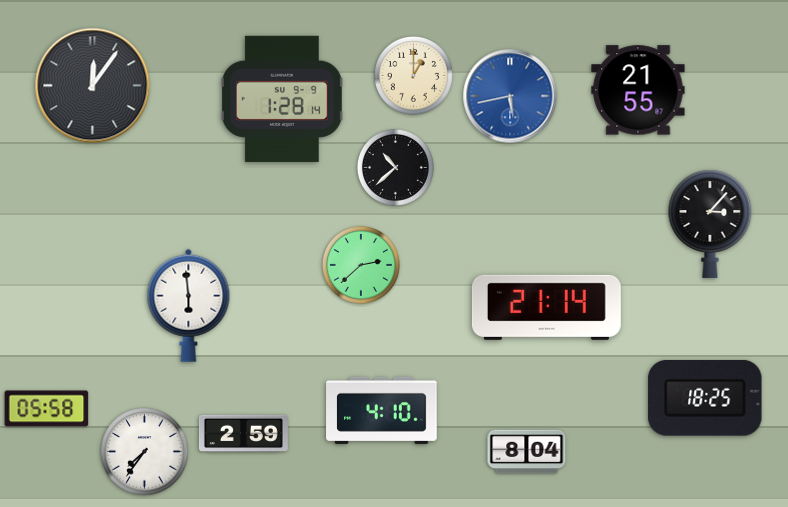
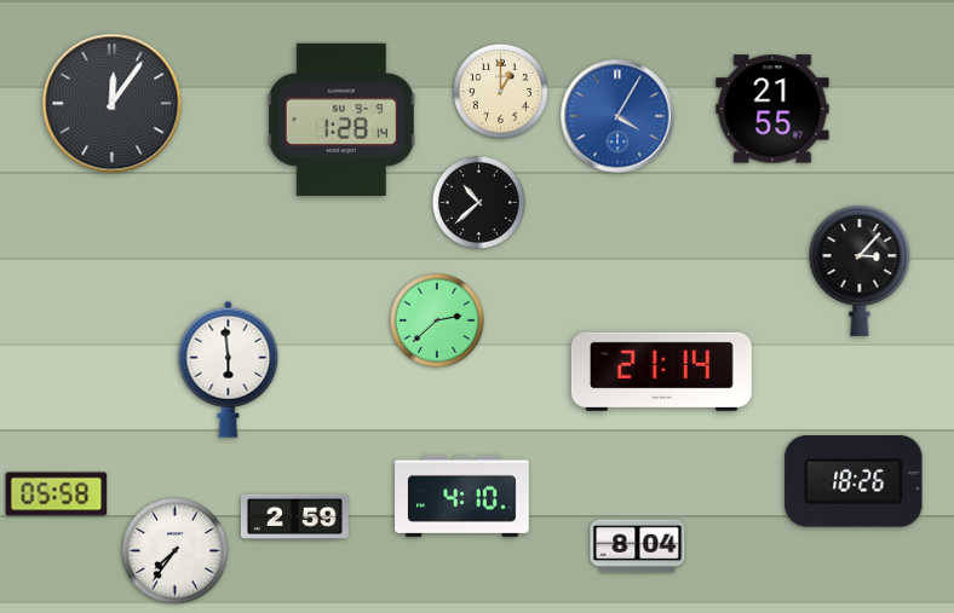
clock at (510, 96): 5:43 -> 4:05
clock at (705, 398): 18:25 -> 18:26
clock at (243, 433) position: (243, 433) -> (294, 516)
clock at (145, 452) position: (145, 452) -> (176, 551)
